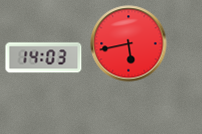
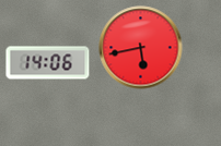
clock at (44, 58): 14:03 -> 14:06
